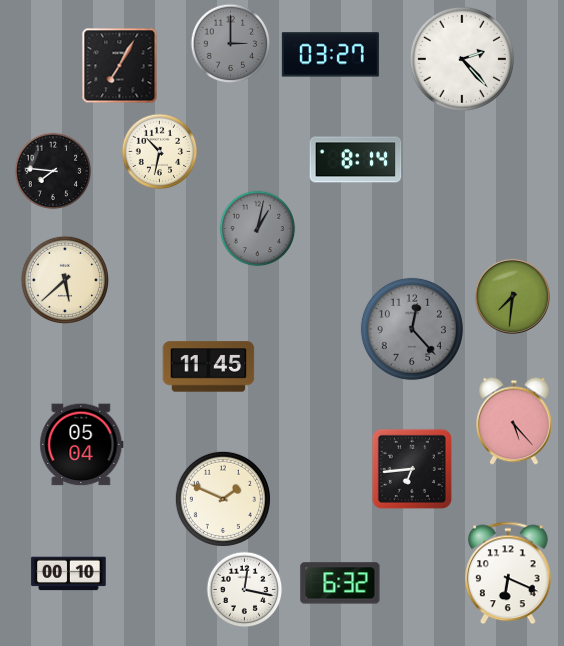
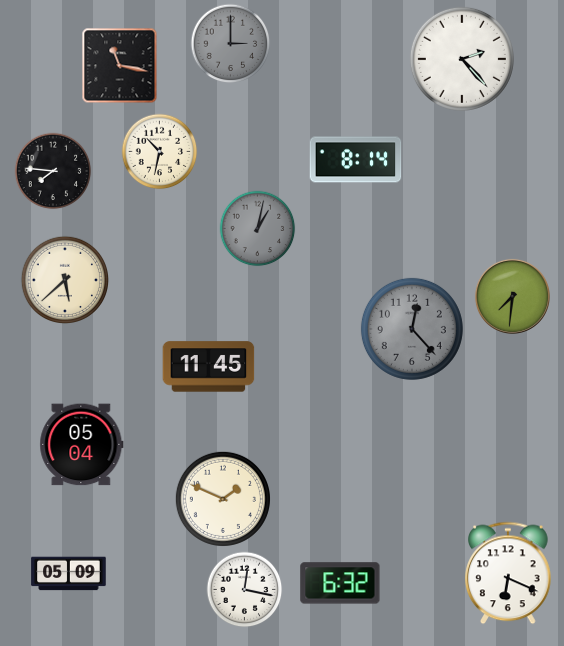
clock at (330, 55): 03:27 -> none
clock at (120, 66): 7:05 -> 11:17
clock at (515, 421): 5:23 -> none
clock at (412, 469): 6:44 -> none
clock at (69, 574): 00:10 -> 05:09
